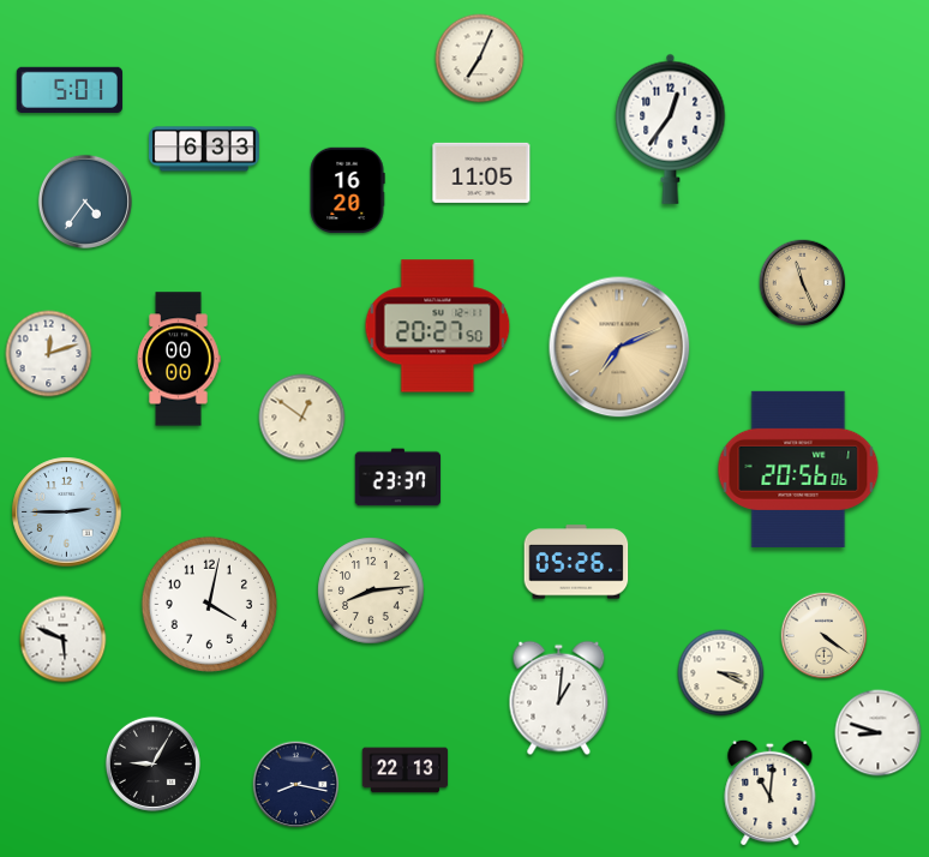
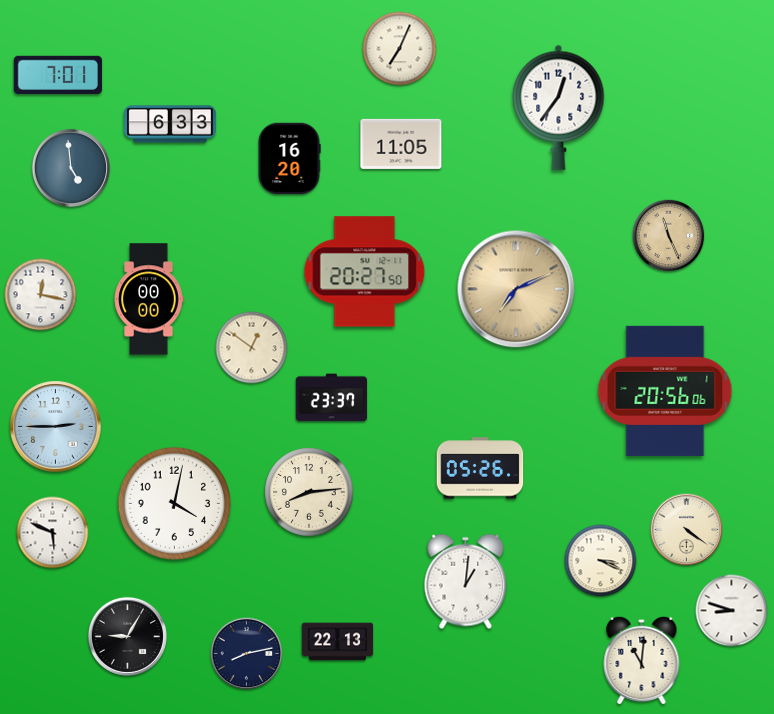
clock at (70, 90): 5:01 -> 7:01
clock at (85, 202): 4:36 -> 4:59
clock at (49, 354): 12:12 -> 12:17
clock at (296, 785): 8:17 -> 8:13
